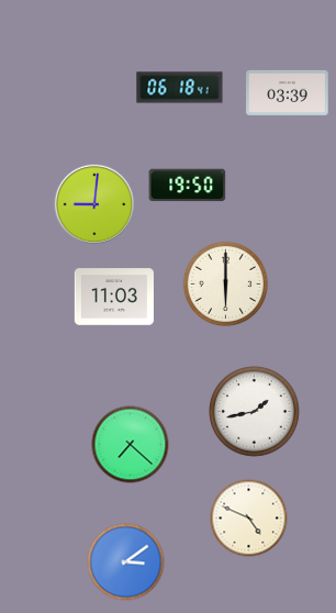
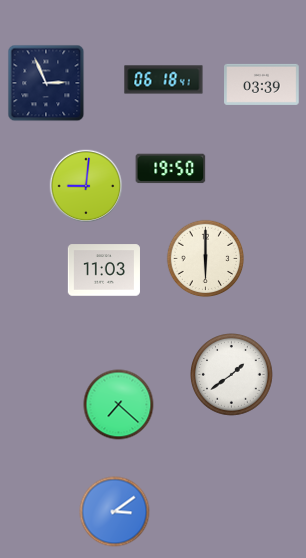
clock at (46, 83): none -> 2:56
clock at (255, 412): 1:43 -> 1:39
clock at (249, 519): 4:49 -> none
